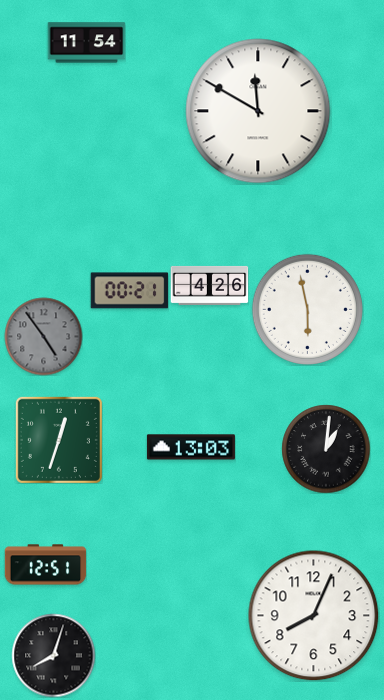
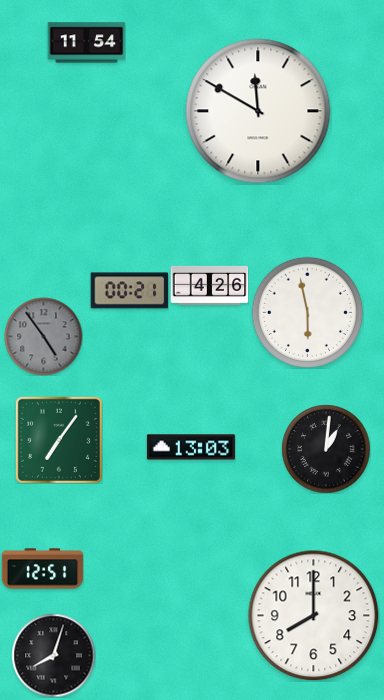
clock at (307, 309) position: (307, 309) -> (307, 312)
clock at (59, 440): 12:33 -> 7:06
clock at (45, 565) position: (45, 565) -> (42, 569)
clock at (314, 616): 8:04 -> 8:00
